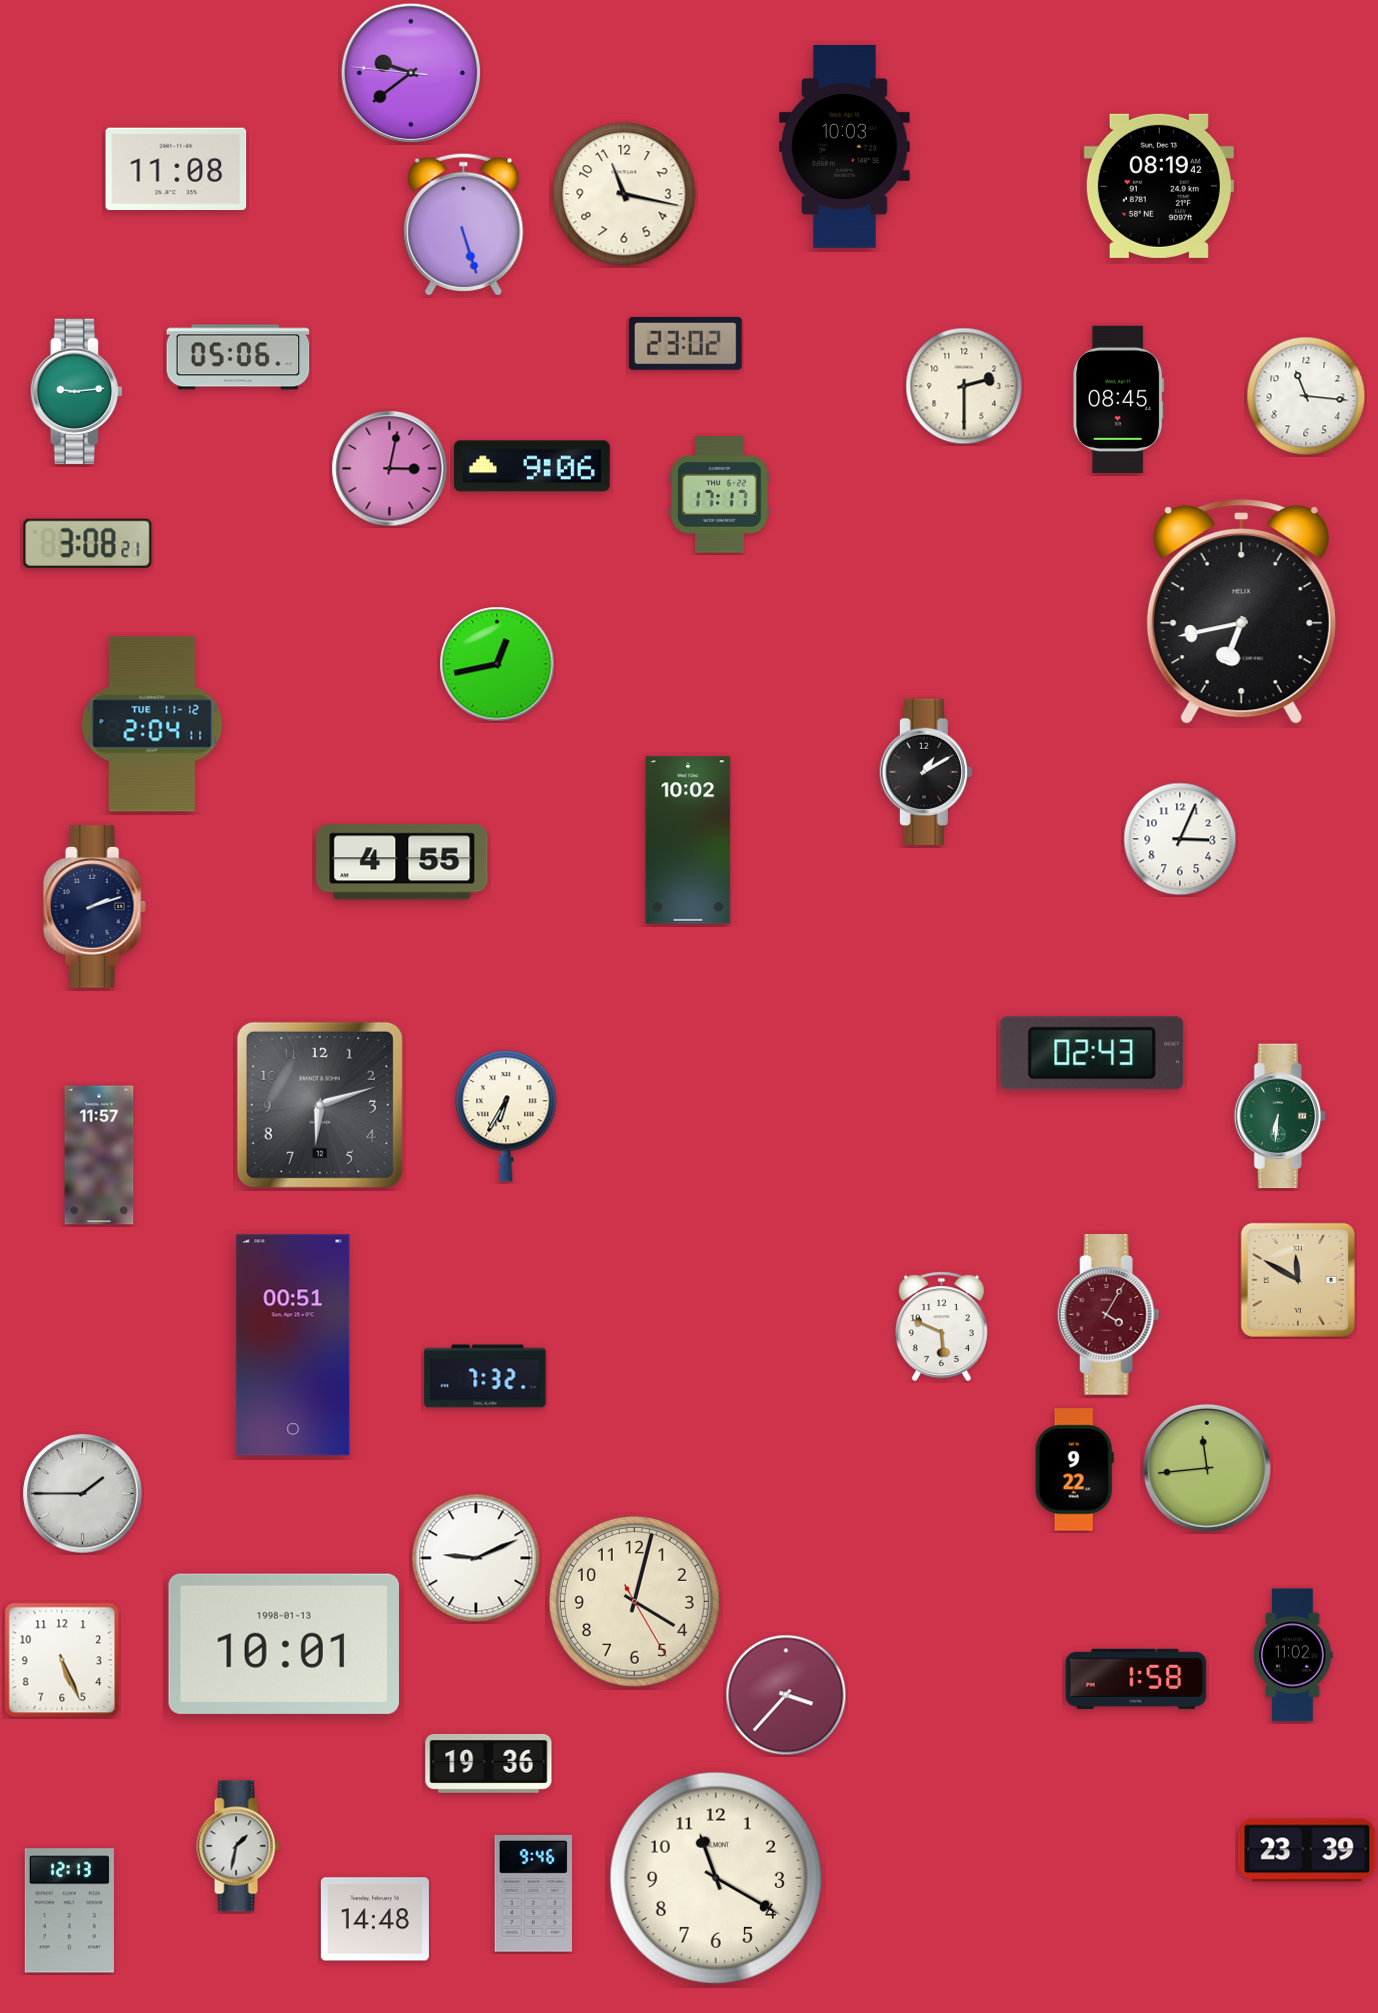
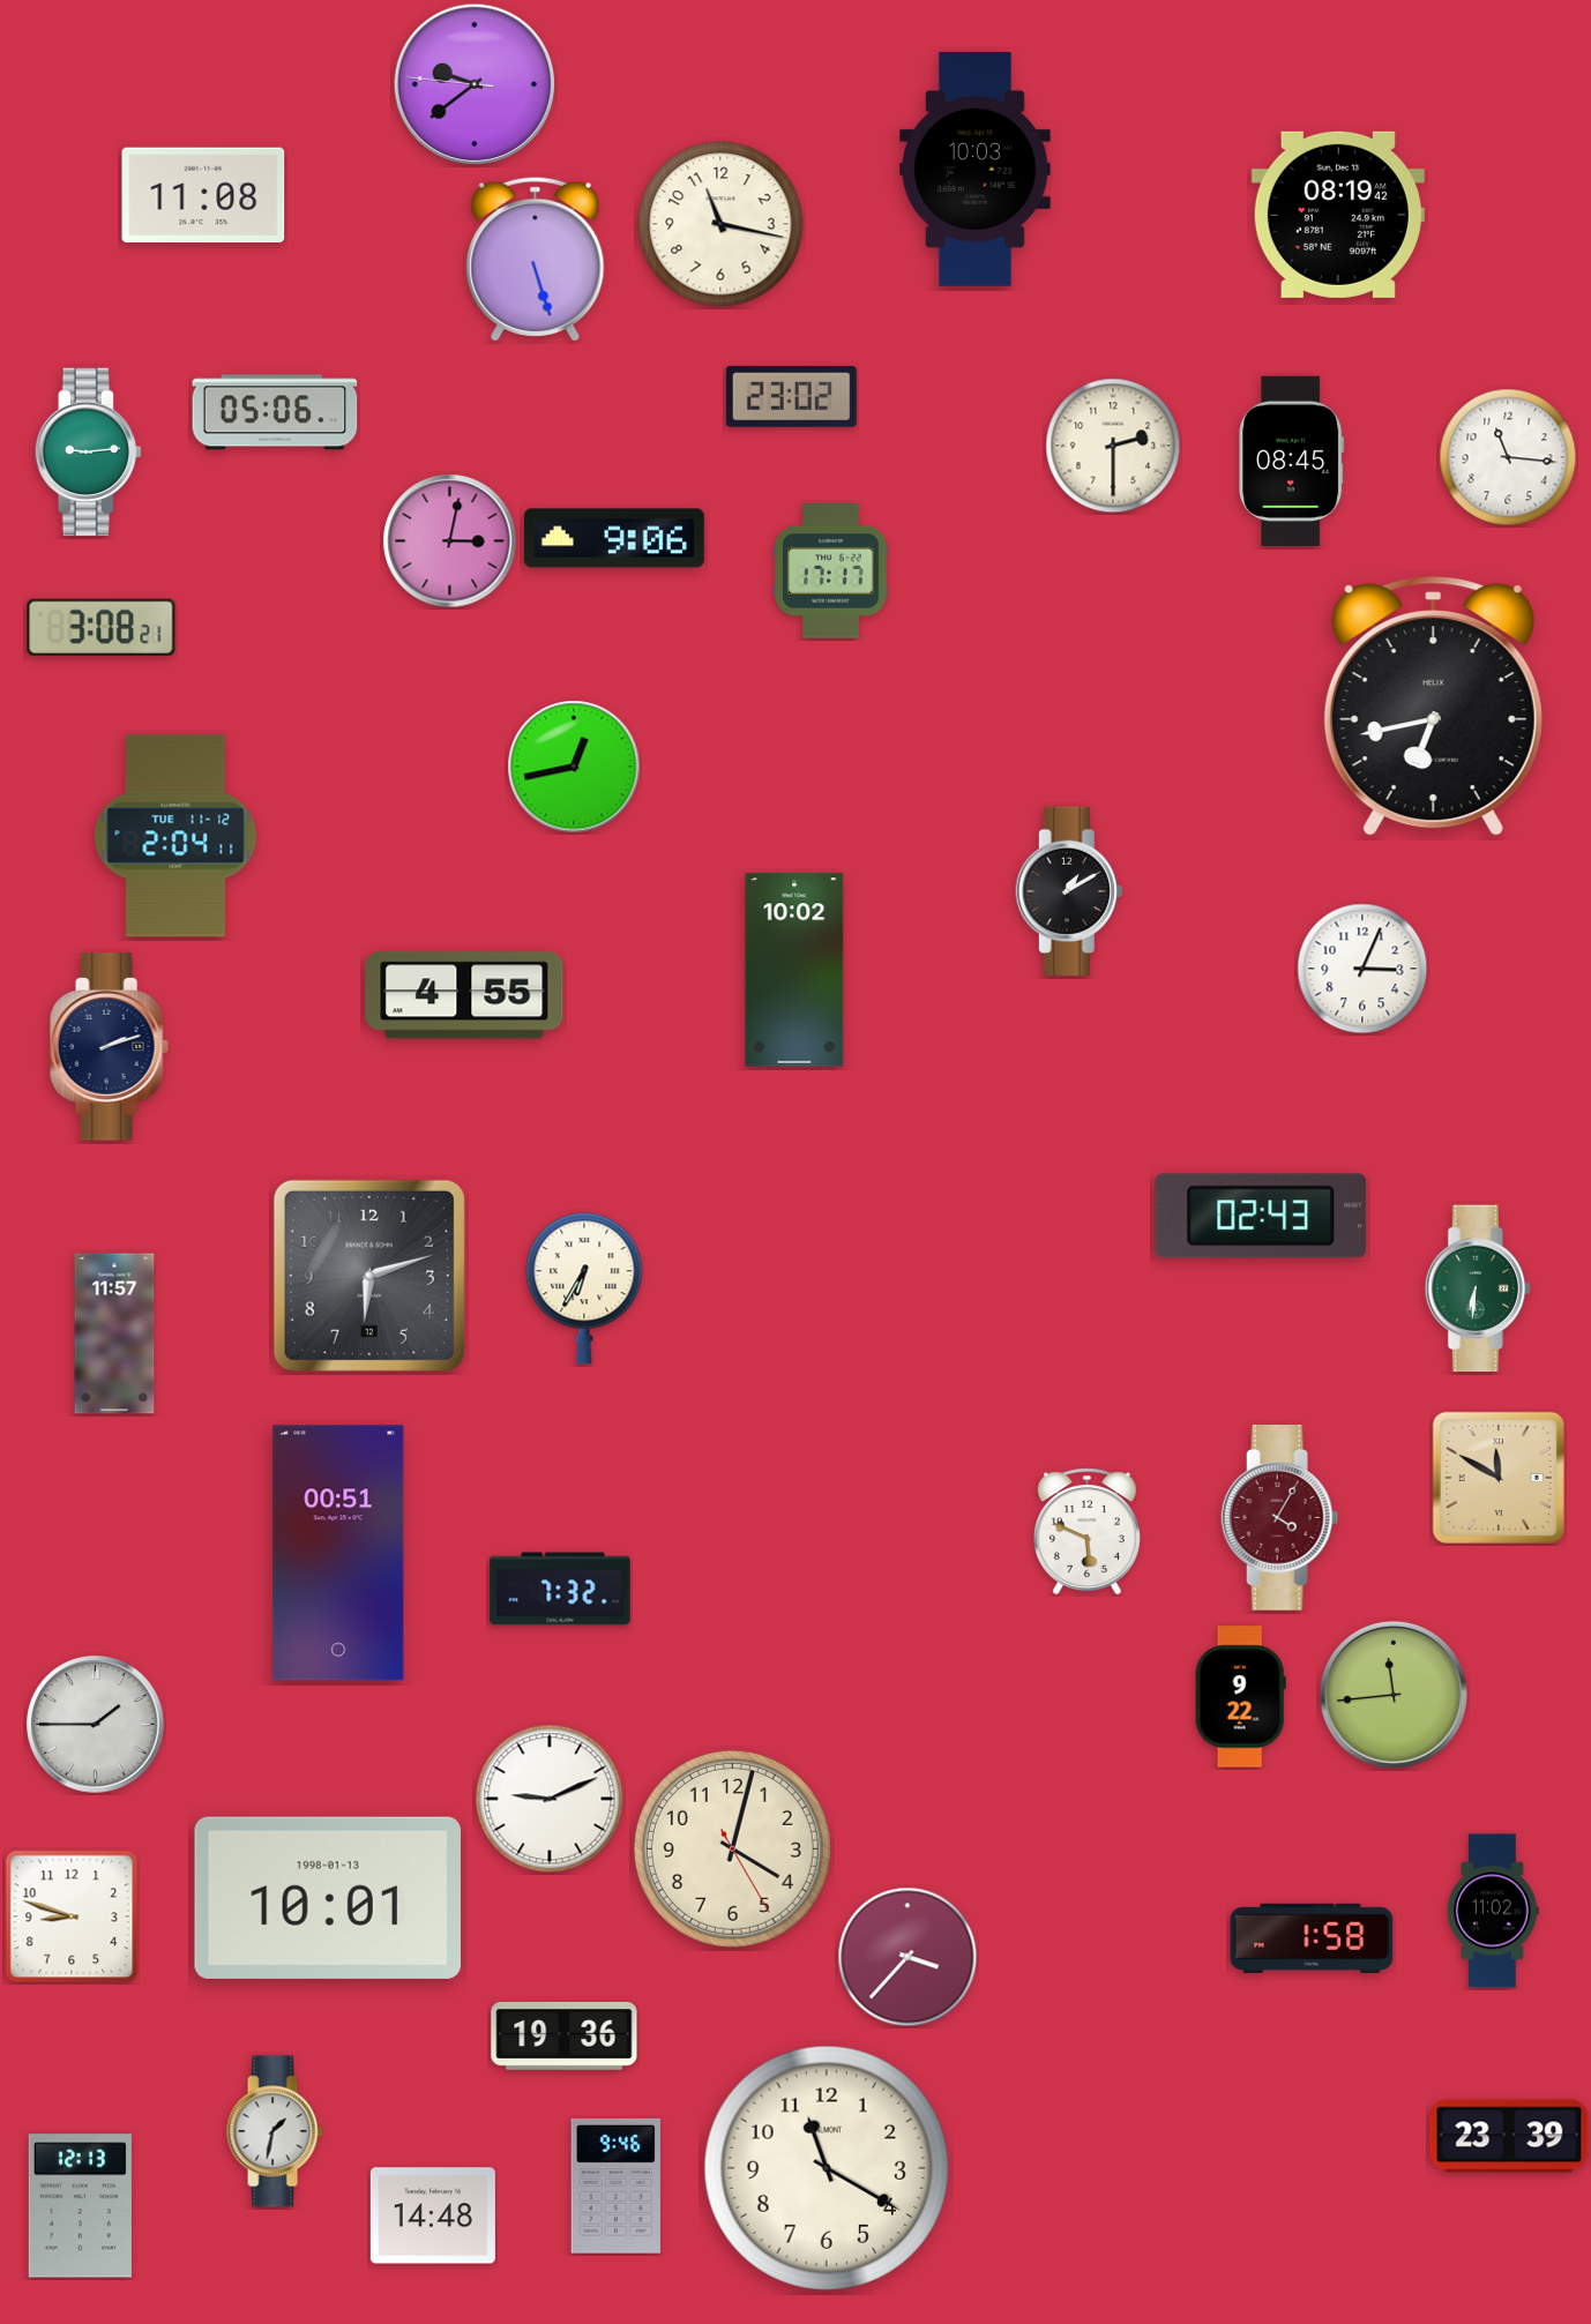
clock at (62, 1660): 5:26 -> 8:48
